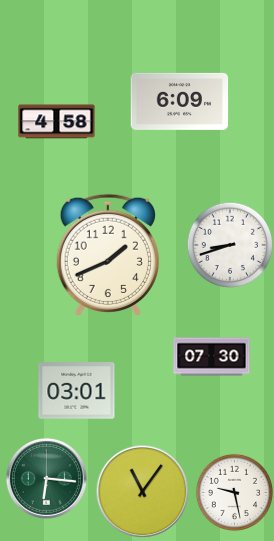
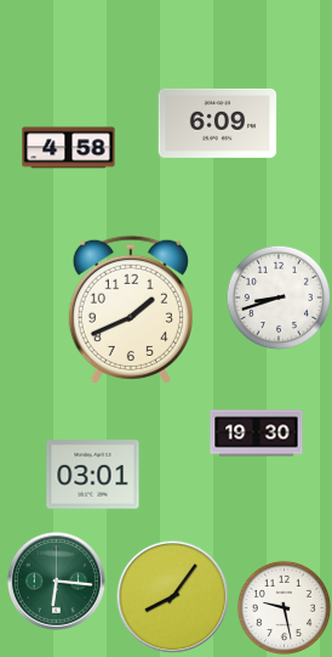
clock at (212, 357): 07:30 -> 19:30
clock at (142, 491): 11:06 -> 8:06
clock at (234, 492) position: (234, 492) -> (284, 607)
